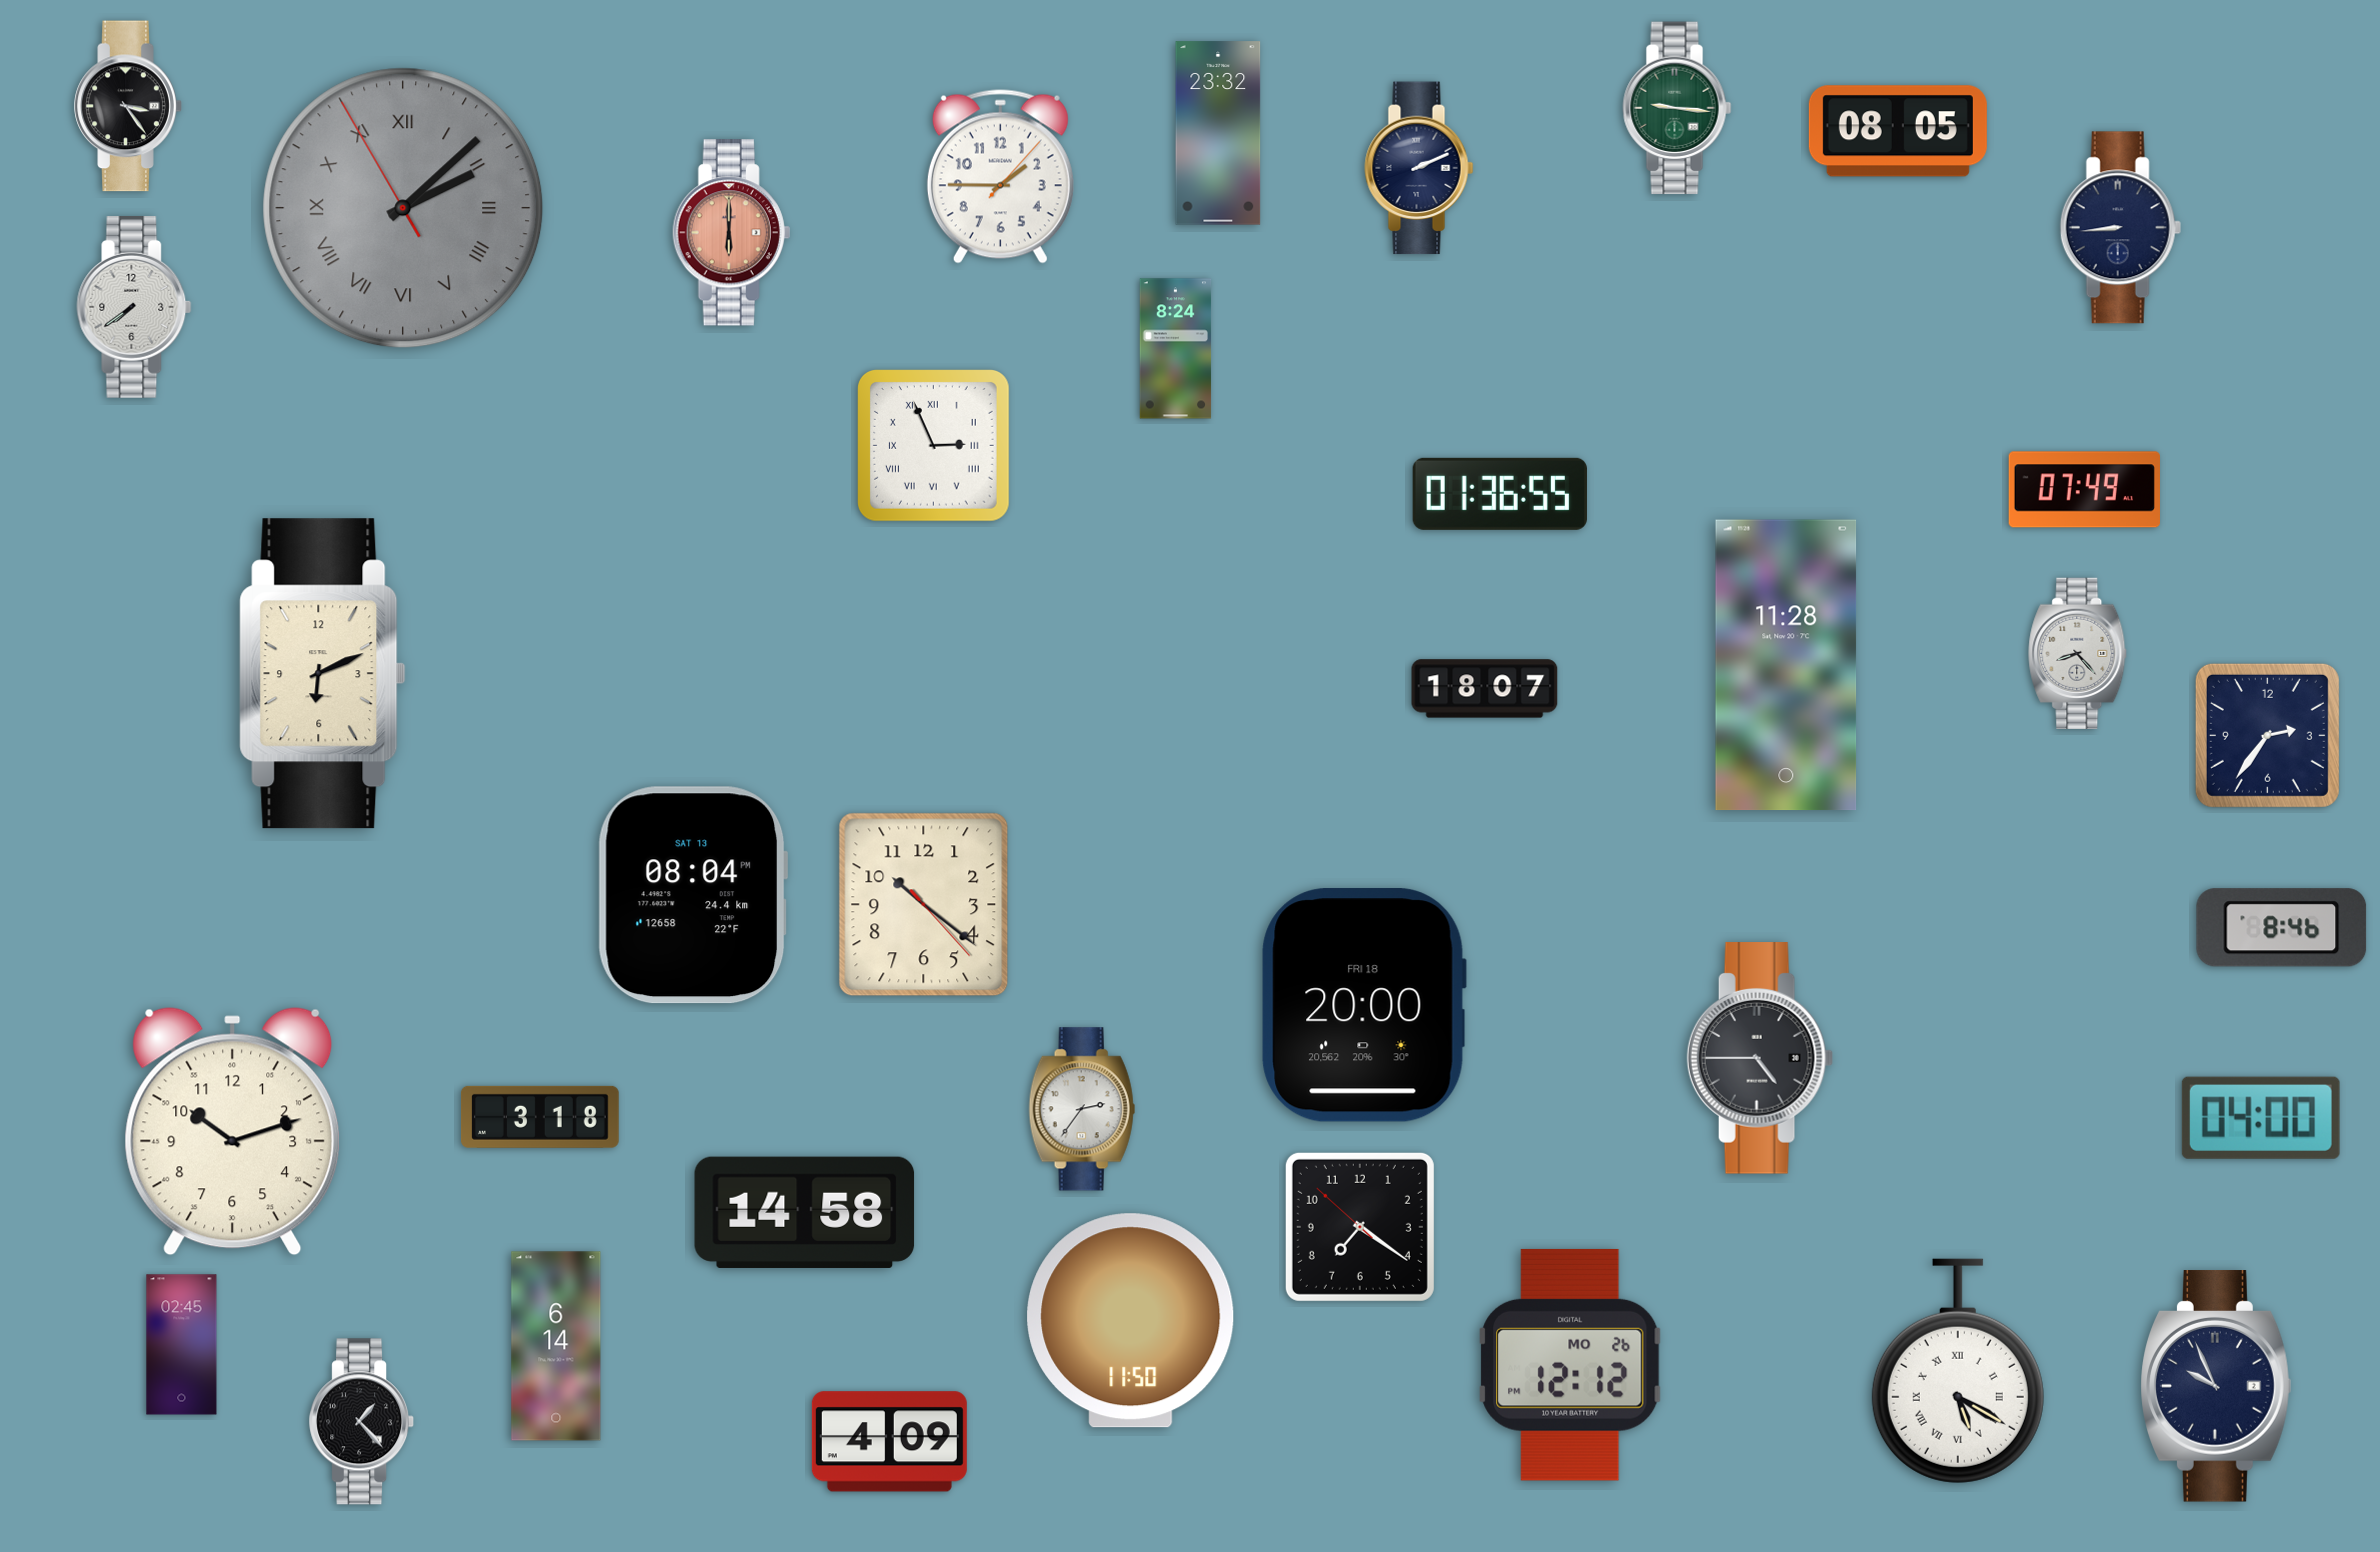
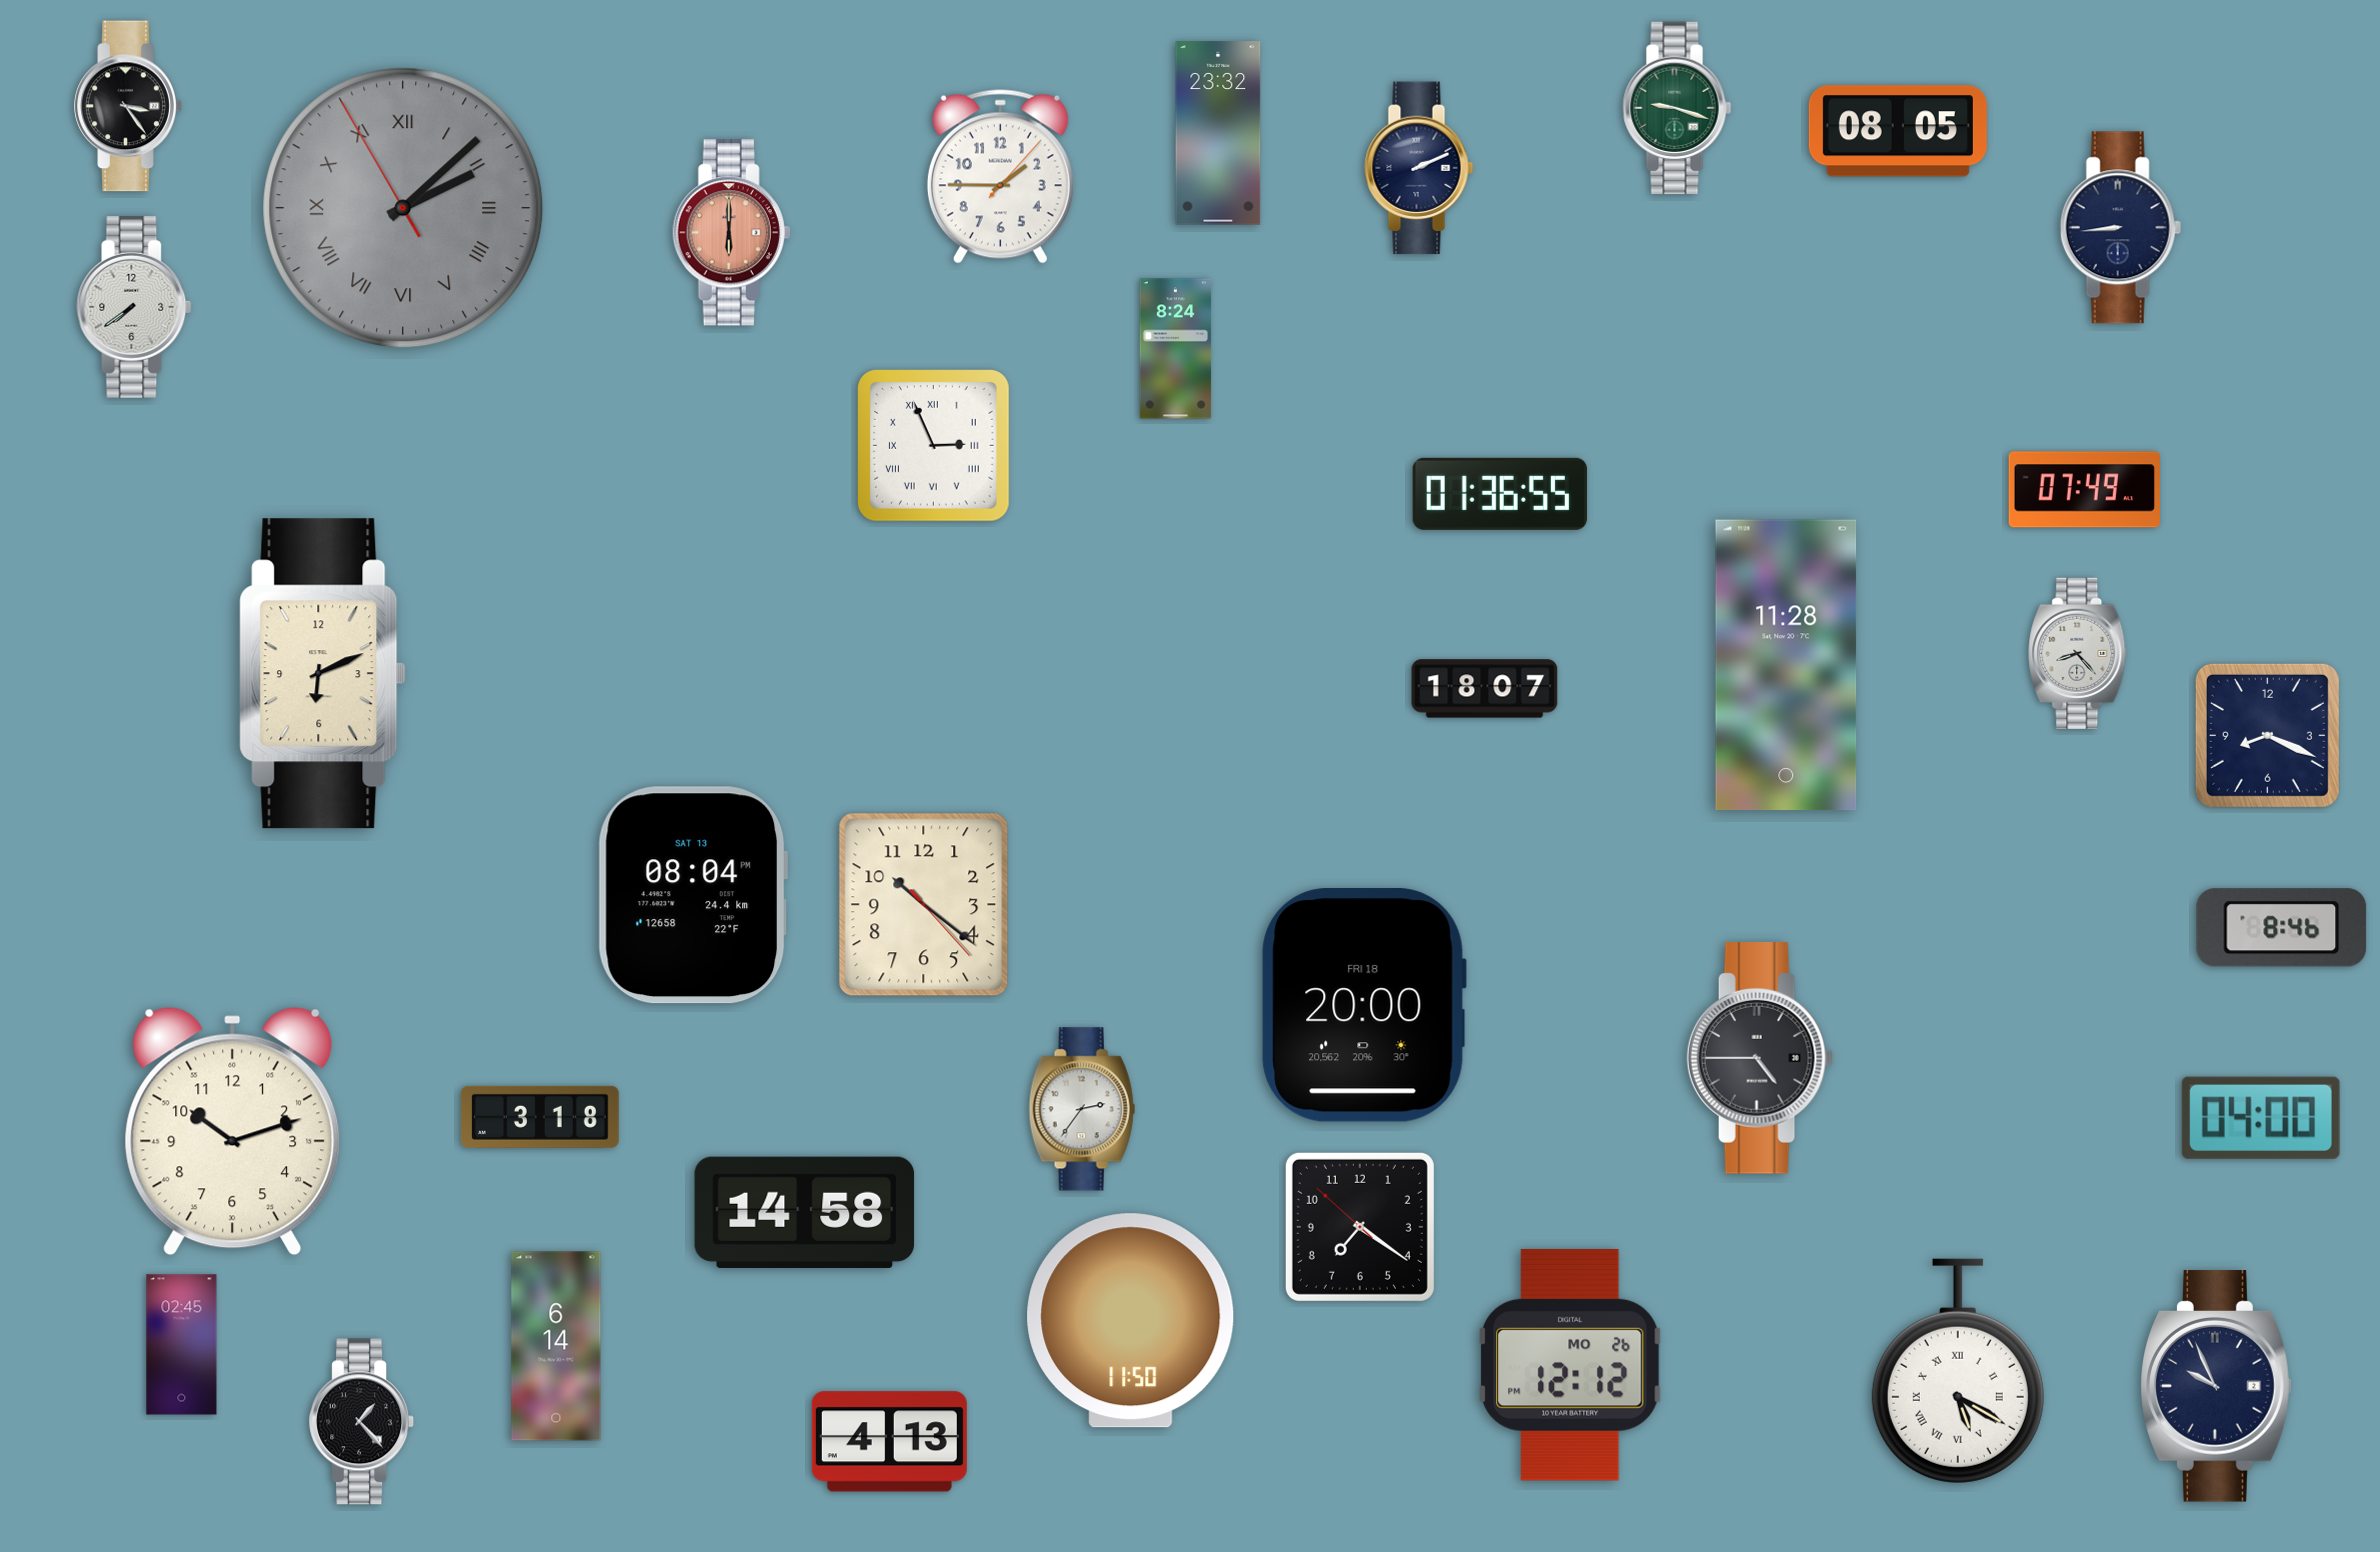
clock at (1677, 108): 9:16 -> 9:18
clock at (2267, 735): 2:36 -> 8:19
clock at (889, 1442): 4:09 -> 4:13
